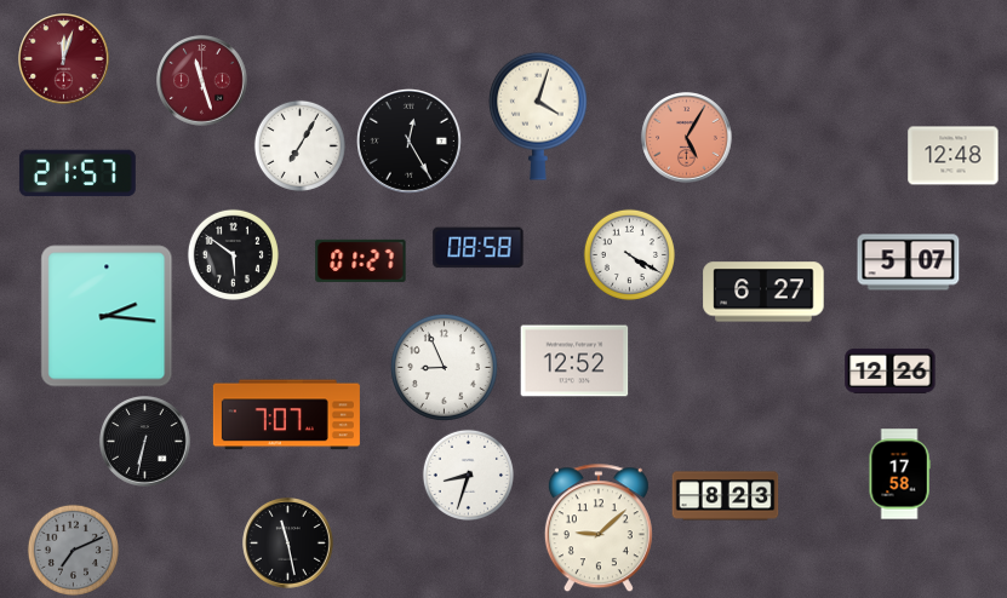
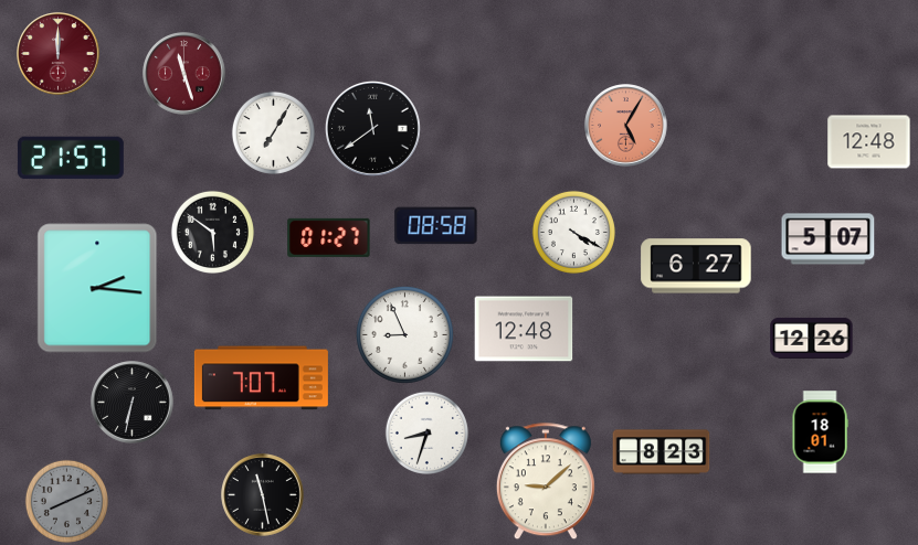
clock at (64, 59): 12:03 -> 12:00
clock at (539, 116): 4:03 -> none
clock at (408, 140): 12:25 -> 11:39
clock at (574, 361): 12:52 -> 12:48
clock at (899, 475): 17:58 -> 18:01
clock at (73, 550): 7:11 -> 8:11
